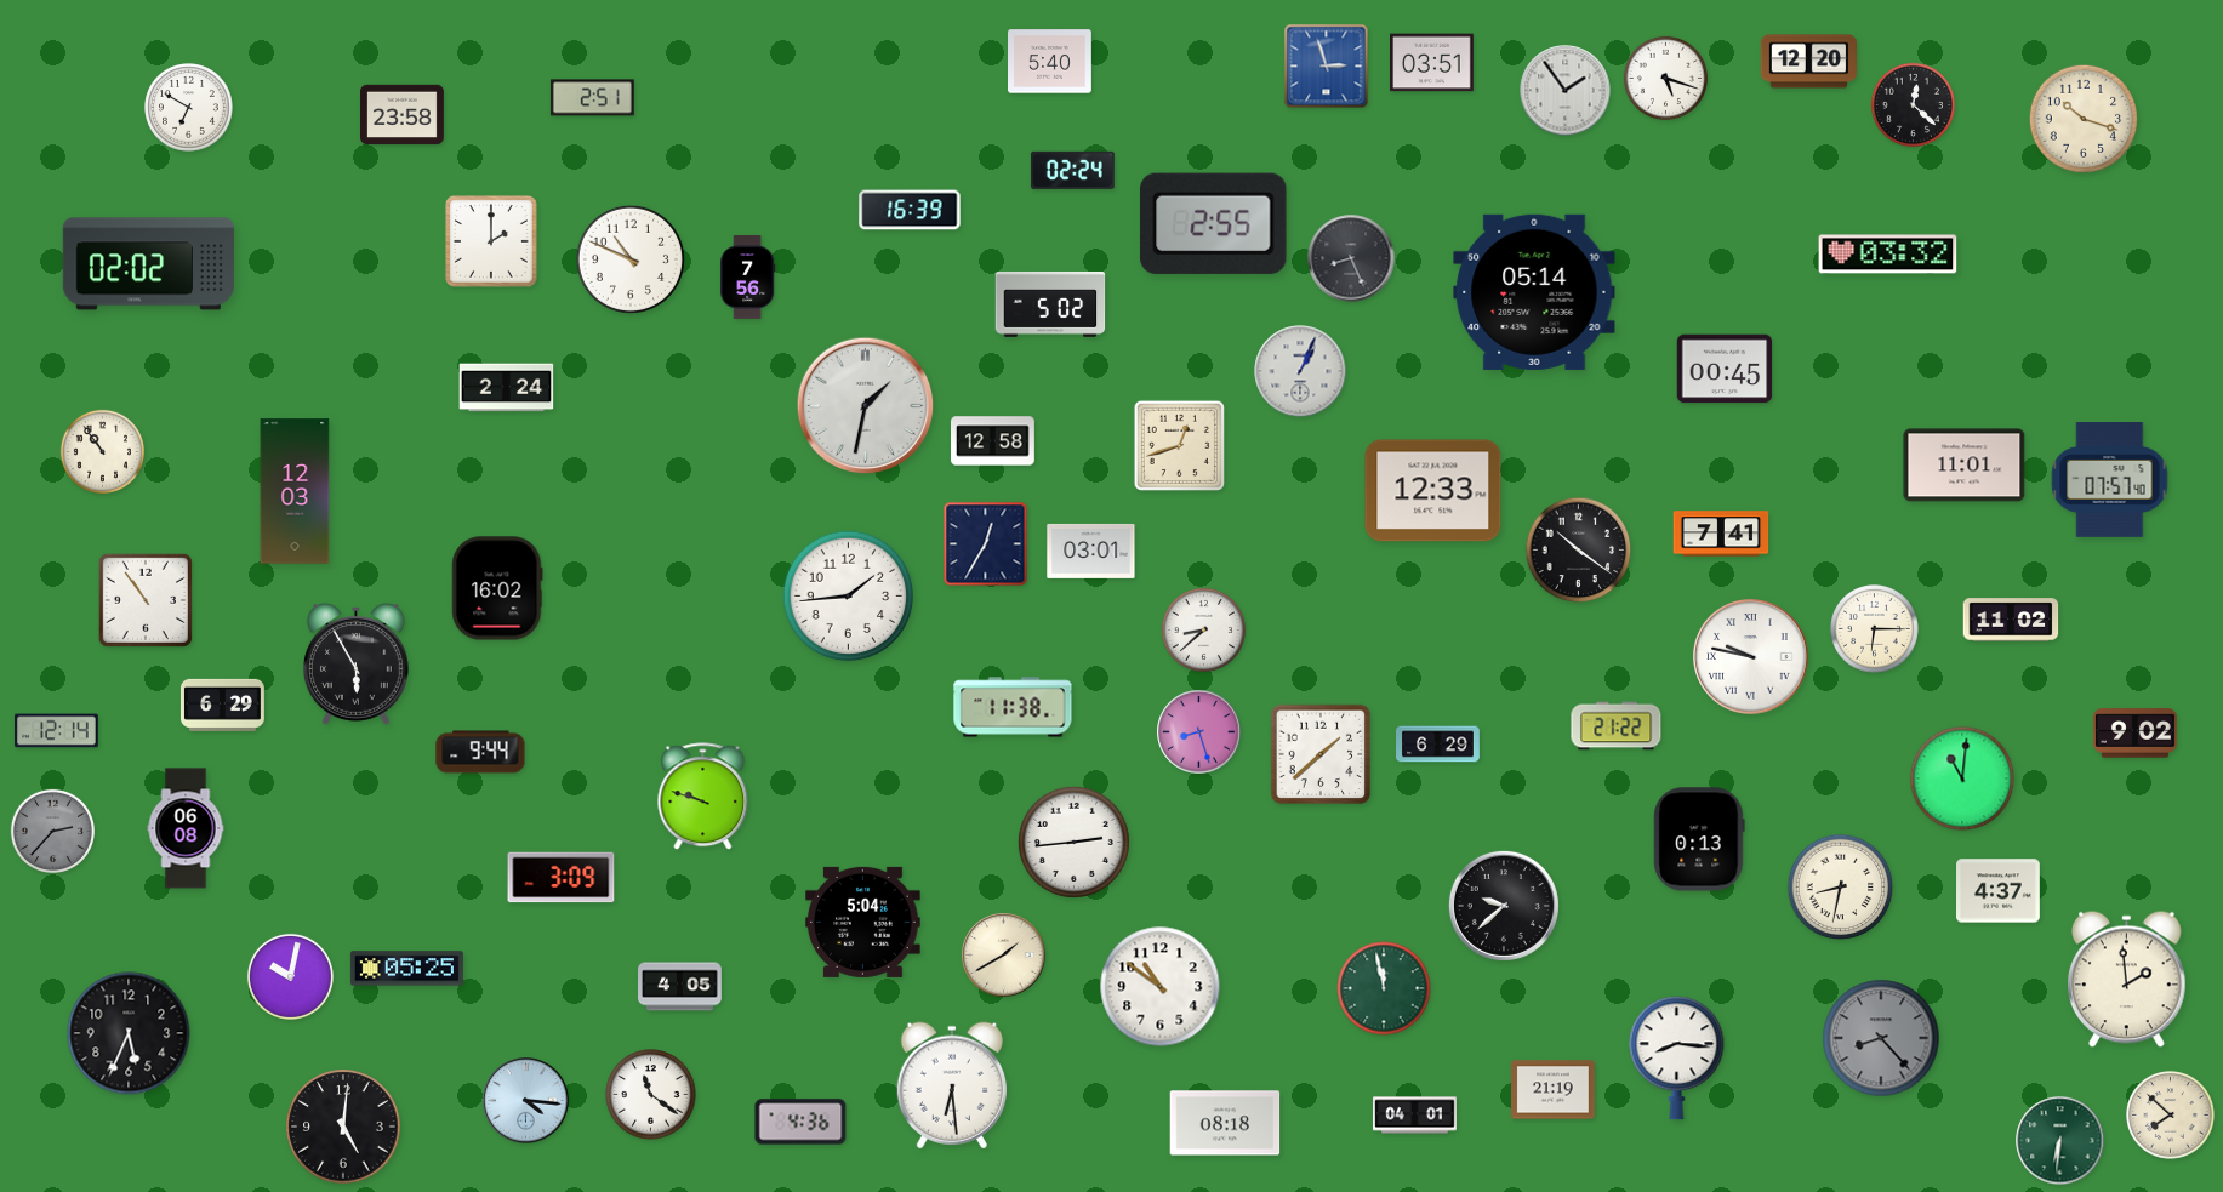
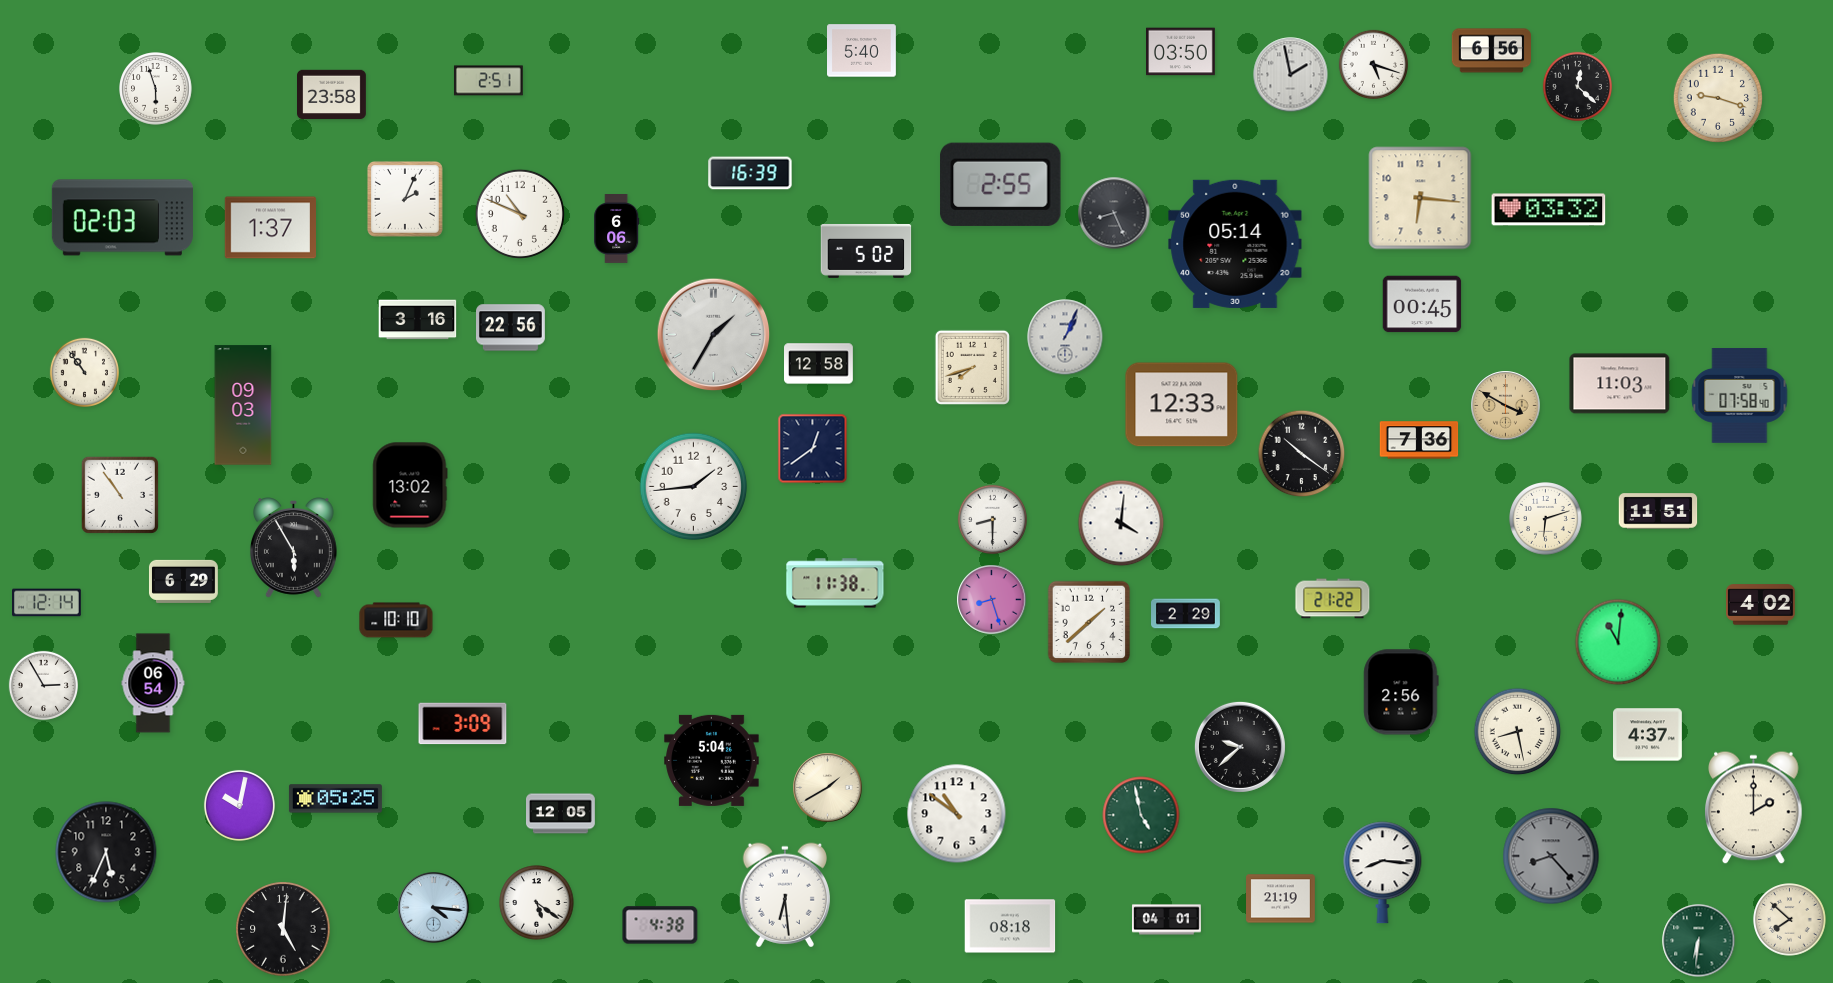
clock at (1050, 62) position: (1050, 62) -> (862, 51)
clock at (1808, 62): 12:20 -> 6:56
clock at (1432, 63): 03:51 -> 03:50
clock at (1327, 67): 2:57 -> none
clock at (1566, 91): 1:54 -> 1:58
clock at (189, 108): 6:50 -> 5:57
clock at (2082, 118): 10:18 -> 9:18
clock at (1072, 170): 02:24 -> none
clock at (1420, 198): none -> 6:16
clock at (491, 241): 2:00 -> 2:04
clock at (1888, 255) position: (1888, 255) -> (1549, 210)
clock at (148, 264): 02:02 -> 02:03
clock at (270, 228): none -> 1:37
clock at (748, 278): 7:56 -> 6:06
clock at (1534, 292) position: (1534, 292) -> (1235, 244)
clock at (1300, 371) position: (1300, 371) -> (1065, 337)
clock at (507, 388): 2:24 -> 3:16
clock at (511, 328): none -> 22:56
clock at (866, 406): 1:32 -> 1:35
clock at (1179, 445): 12:42 -> 7:42
clock at (1965, 466): 11:01 -> 11:03
clock at (2110, 480): 07:57 -> 07:58
clock at (295, 491): 12:03 -> 09:03
clock at (1506, 406): none -> 3:50
clock at (1721, 534): 7:41 -> 7:36
clock at (986, 544): 12:35 -> 12:39
clock at (1091, 551): 03:01 -> none
clock at (497, 588): 16:02 -> 13:02
clock at (849, 597) position: (849, 597) -> (694, 487)
clock at (2011, 620): 11:02 -> 11:51
clock at (1203, 629): 8:38 -> 8:30
clock at (1875, 629): 6:15 -> 6:12
clock at (1121, 523): none -> 4:01
clock at (1751, 657): 9:47 -> none
clock at (1199, 732) position: (1199, 732) -> (992, 600)
clock at (2136, 734): 9:02 -> 4:02
clock at (1438, 745): 6:29 -> 2:29
clock at (480, 752): 9:44 -> 10:10
clock at (703, 797): 9:48 -> none
clock at (186, 828): 06:08 -> 06:54
clock at (52, 831): 2:37 -> 2:55
clock at (52, 831) dial: grey -> white
clock at (1699, 839): 0:13 -> 2:56
clock at (1073, 842): 2:44 -> none
clock at (1841, 888): 8:32 -> 8:28
clock at (2127, 980): 1:59 -> 2:00
clock at (680, 987): 4:05 -> 12:05
clock at (1384, 988): 11:58 -> 4:58
clock at (651, 1095): 11:21 -> 5:21
clock at (800, 1122): 4:36 -> 4:38
